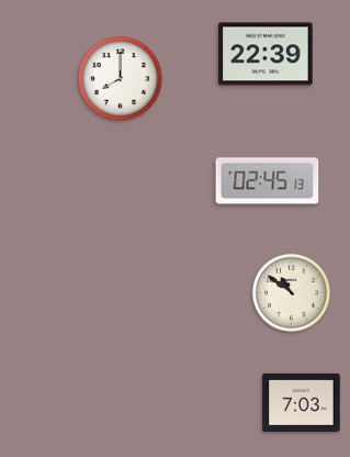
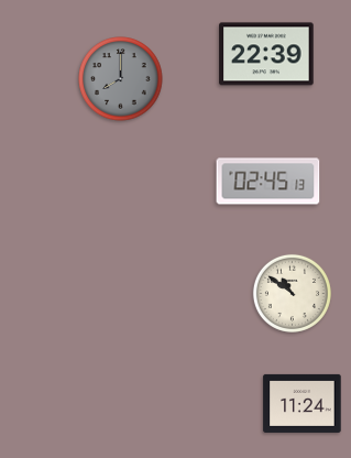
clock at (121, 79) dial: white -> grey
clock at (302, 402): 7:03 -> 11:24
